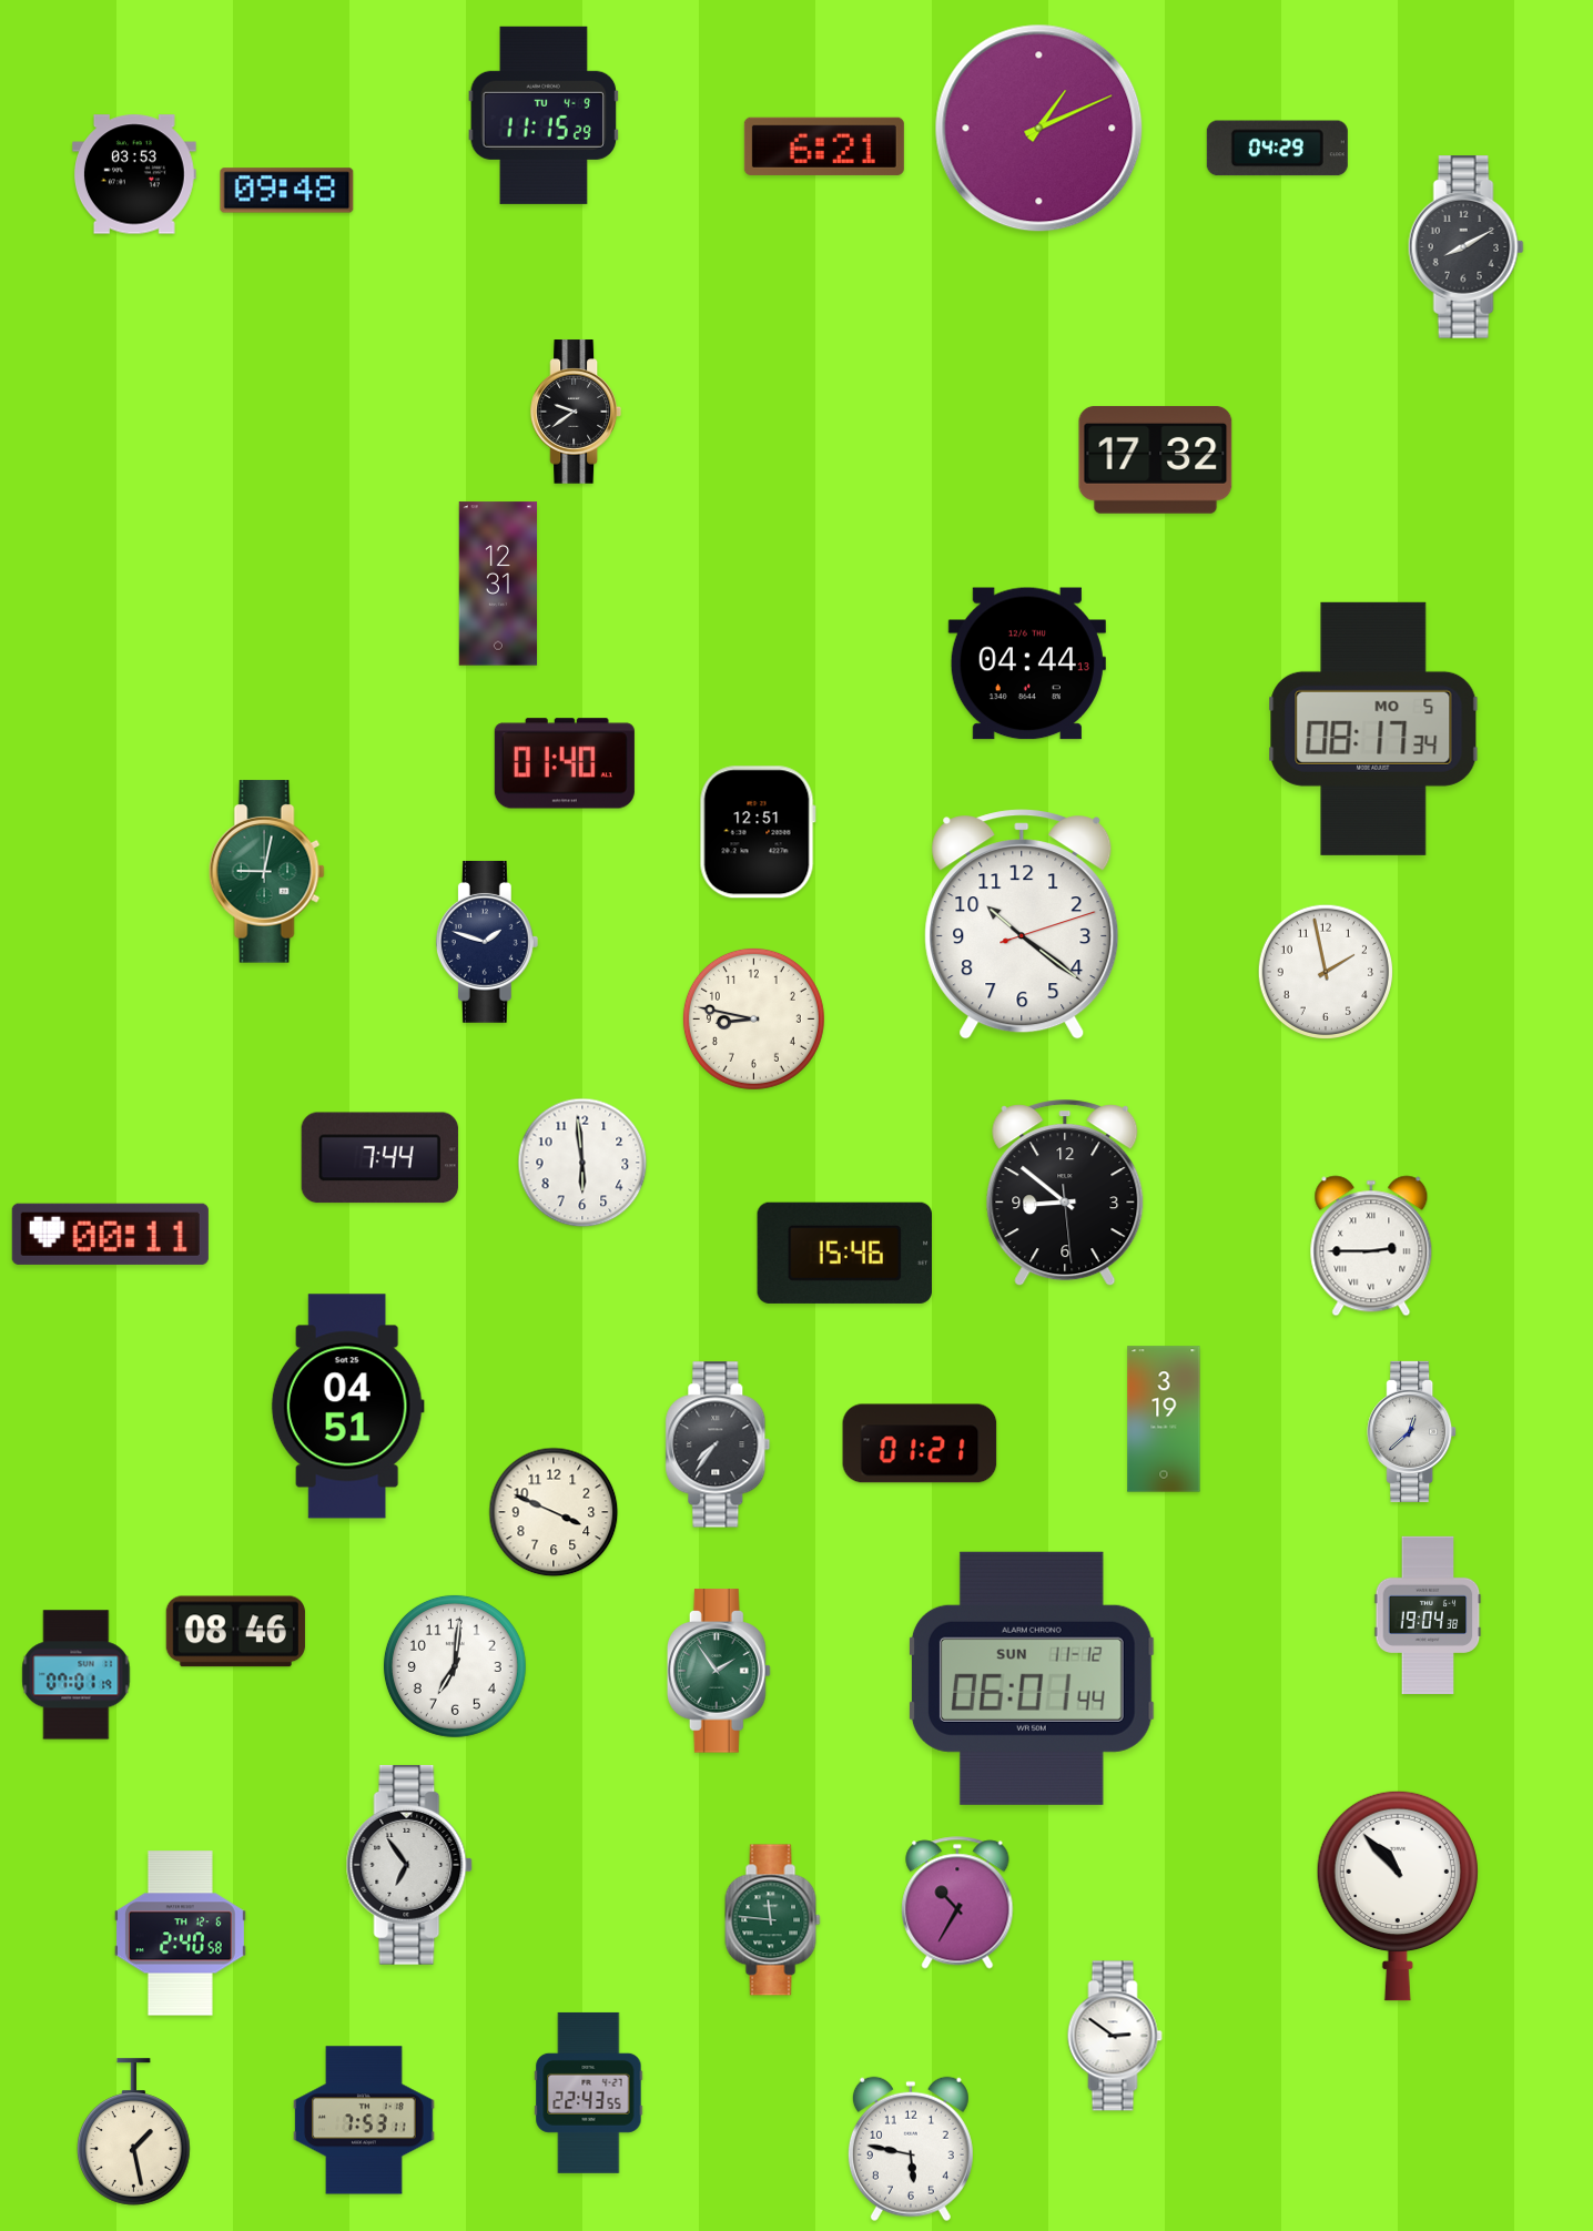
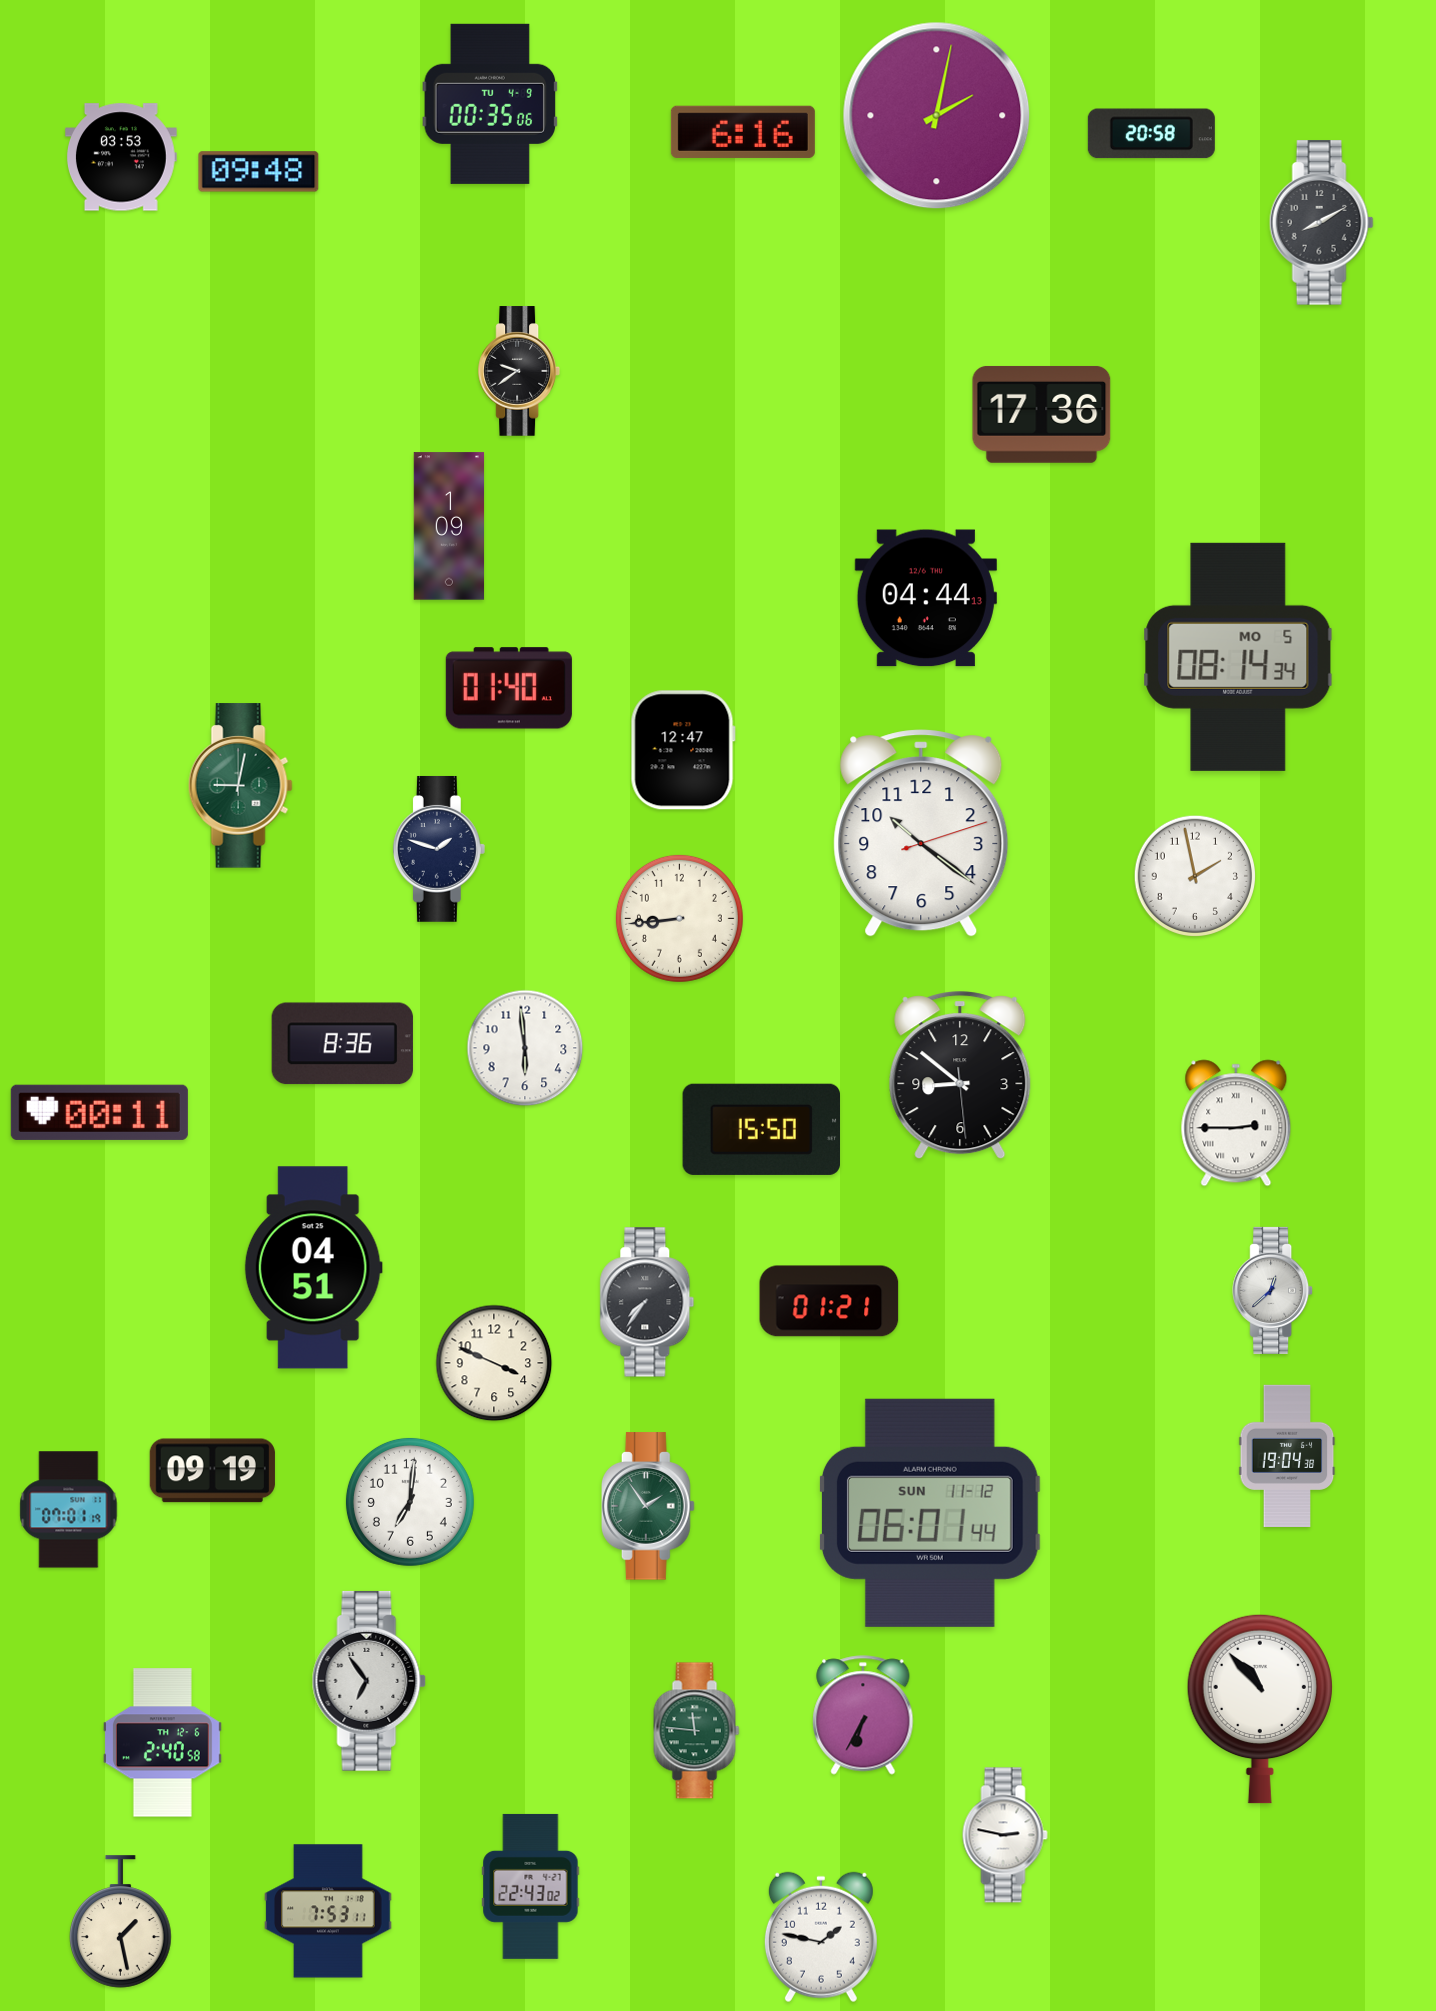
clock at (544, 115): 11:15 -> 00:35
clock at (1039, 129): 1:11 -> 2:02
clock at (824, 146): 6:21 -> 6:16
clock at (1277, 149): 04:29 -> 20:58
clock at (1156, 459): 17:32 -> 17:36
clock at (498, 584): 12:31 -> 1:09
clock at (1373, 729): 08:17 -> 08:14
clock at (758, 832): 12:51 -> 12:47
clock at (753, 1018): 8:47 -> 8:44
clock at (379, 1158): 7:44 -> 8:36
clock at (844, 1253): 15:46 -> 15:50
clock at (1164, 1419): 3:19 -> none
clock at (554, 1512) position: (554, 1512) -> (494, 1363)
clock at (235, 1632): 08:46 -> 09:19
clock at (957, 1903): 10:35 -> 6:35
clock at (1115, 2036): 2:51 -> 2:47
clock at (589, 2092): 22:43:55 -> 22:43:02
clock at (911, 2149): 5:47 -> 1:47
